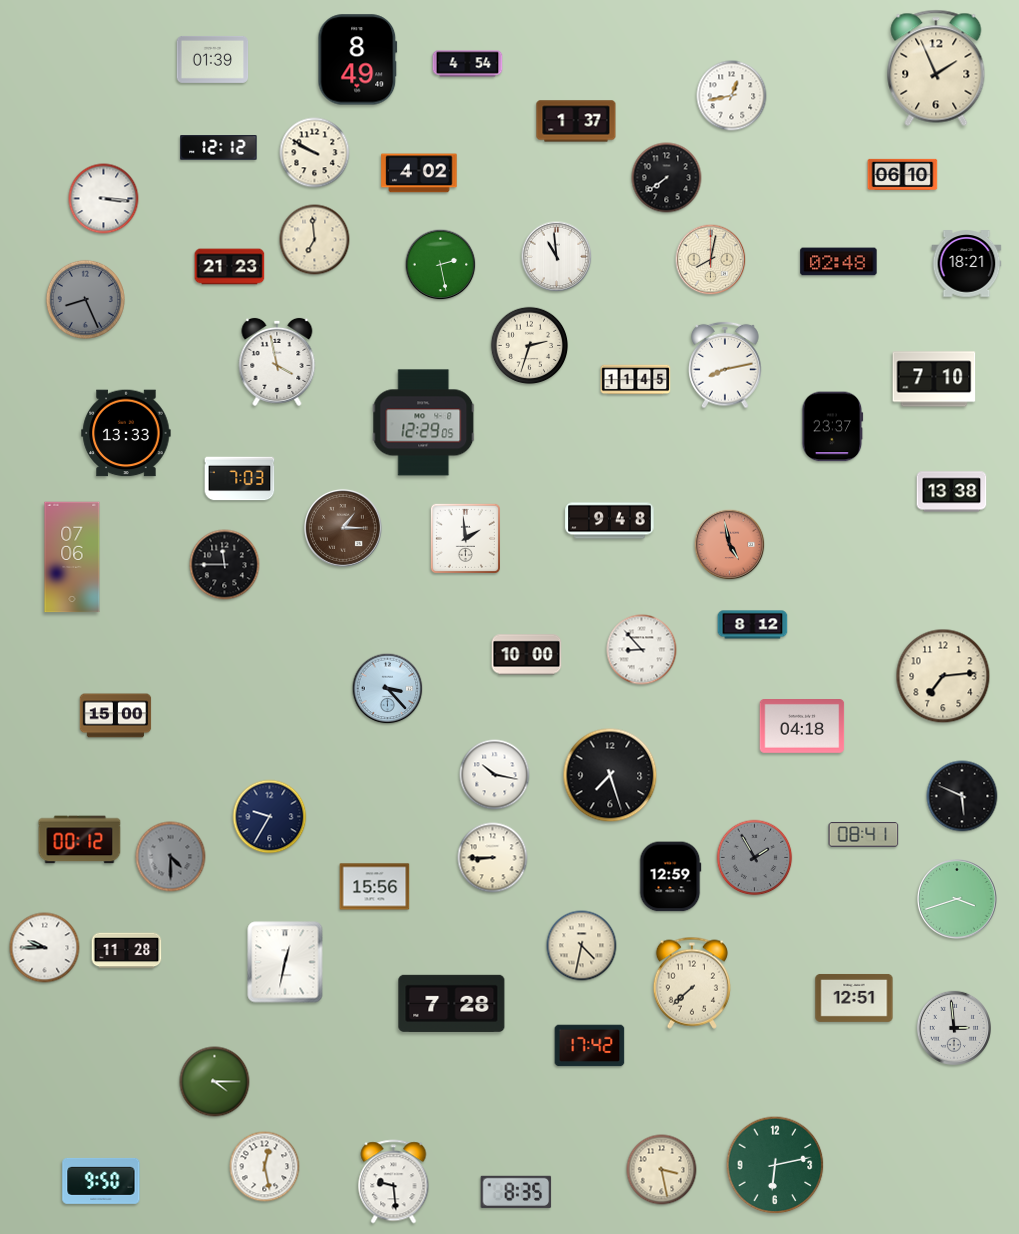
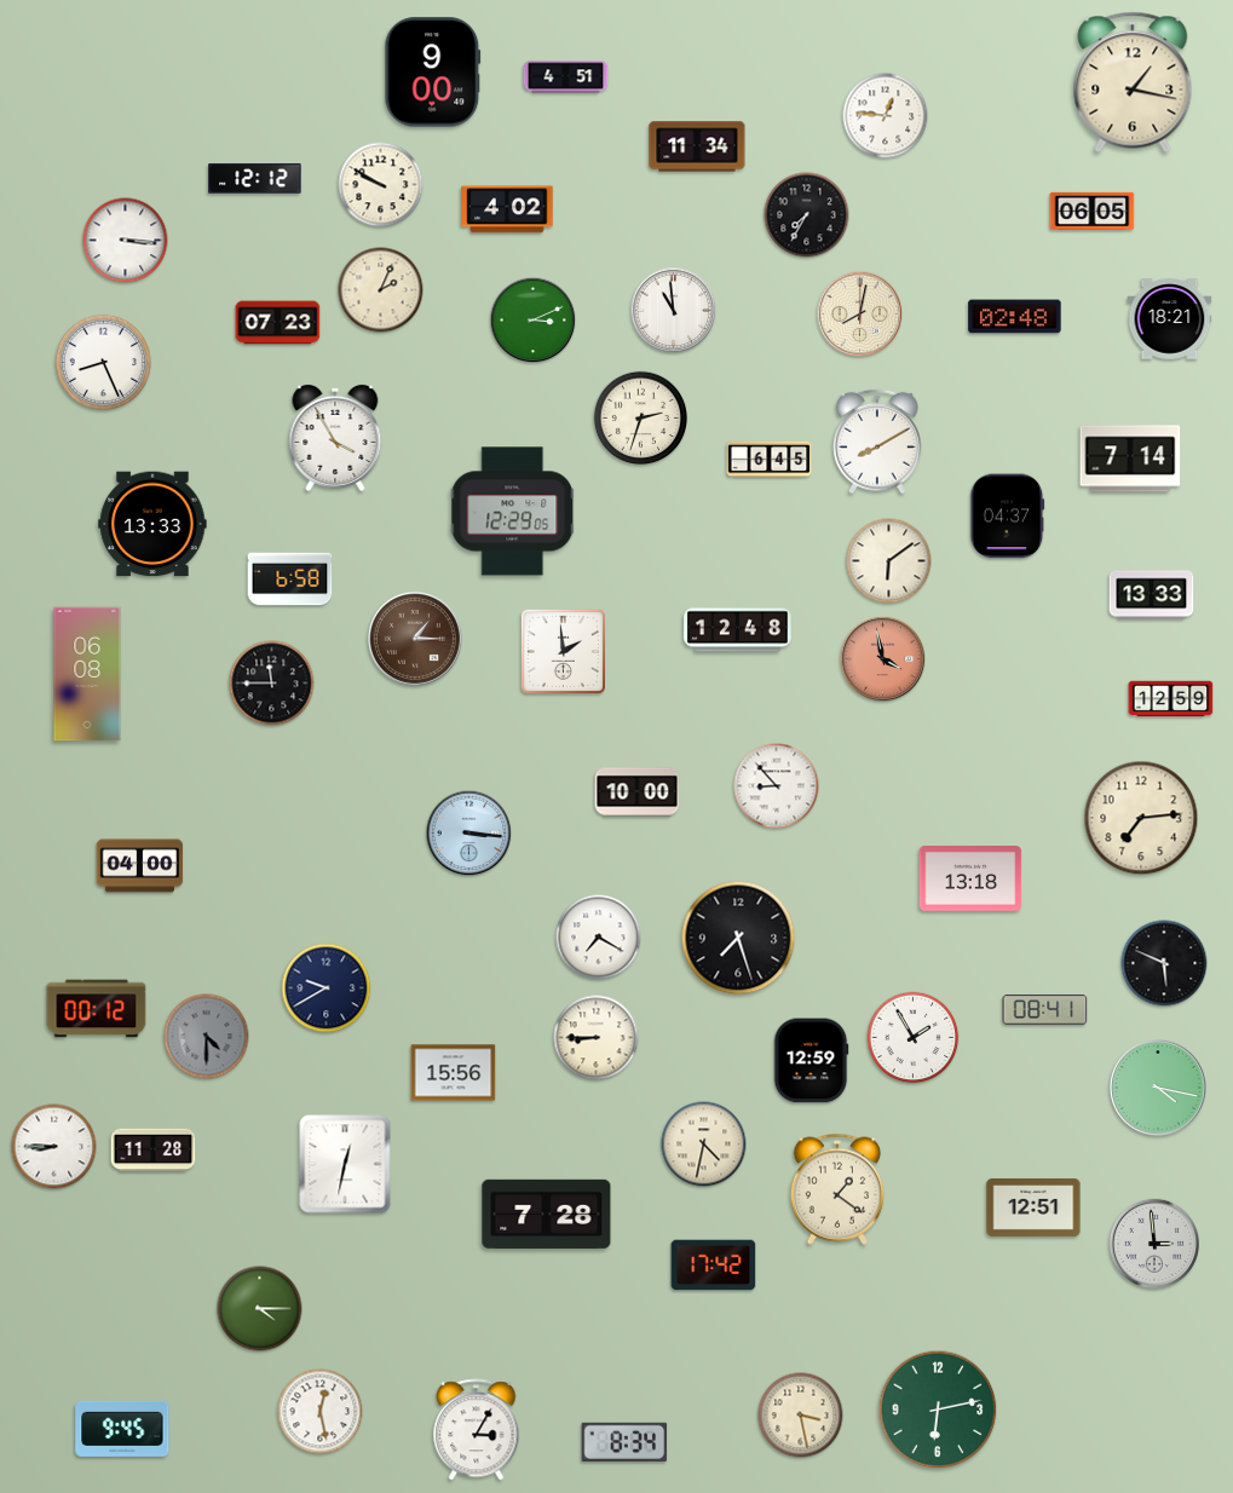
clock at (213, 59): 01:39 -> none
clock at (358, 60): 8:49 -> 9:00
clock at (468, 64): 4:54 -> 4:51
clock at (936, 68): 1:56 -> 1:17
clock at (732, 96): 12:43 -> 12:46
clock at (576, 121): 1:37 -> 11:34
clock at (219, 148) position: (219, 148) -> (255, 179)
clock at (903, 174): 06:10 -> 06:05
clock at (667, 178): 7:39 -> 7:35
clock at (315, 240): 6:59 -> 2:04
clock at (441, 265): 2:28 -> 3:11
clock at (230, 267): 21:23 -> 07:23
clock at (85, 299) dial: grey -> white
clock at (277, 362): 3:58 -> 3:55
clock at (725, 365): 8:13 -> 8:10
clock at (934, 379): 7:10 -> 7:14
clock at (636, 380): 11:45 -> 6:45
clock at (833, 427): 23:37 -> 04:37
clock at (889, 561): none -> 6:09
clock at (240, 479): 7:03 -> 6:58
clock at (952, 492): 13:38 -> 13:33
clock at (610, 521): 9:48 -> 12:48
clock at (730, 545): 4:58 -> 3:58
clock at (72, 557): 07:06 -> 06:08
clock at (1171, 699): none -> 12:59
clock at (753, 625): 8:12 -> none
clock at (388, 689): 3:23 -> 3:16
clock at (116, 716): 15:00 -> 04:00
clock at (802, 727): 04:18 -> 13:18
clock at (495, 775): 10:17 -> 7:20
clock at (270, 817): 9:35 -> 9:40
clock at (80, 840) position: (80, 840) -> (97, 1009)
clock at (755, 858) dial: grey -> white
clock at (958, 900): 3:42 -> 4:17
clock at (45, 948): 9:45 -> 8:45
clock at (692, 983): 7:38 -> 1:21
clock at (101, 1181): 9:50 -> 9:45
clock at (394, 1182): 9:29 -> 3:05
clock at (516, 1192): 8:35 -> 8:34
